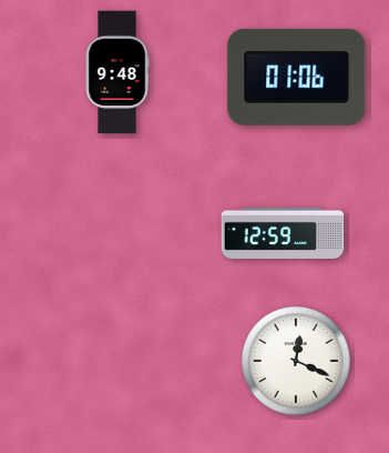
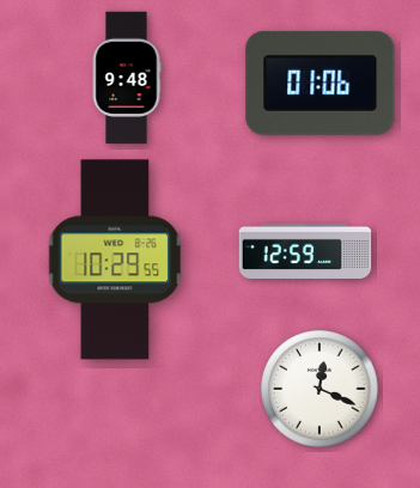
clock at (115, 260): none -> 10:29
